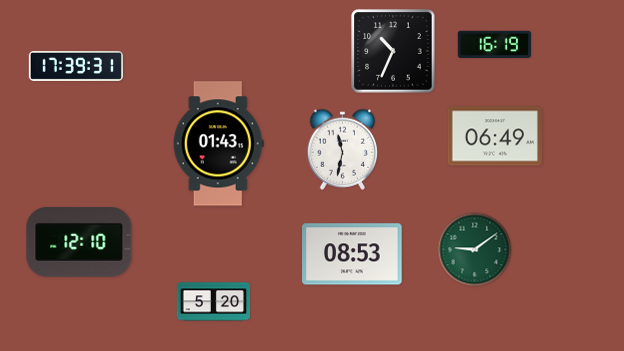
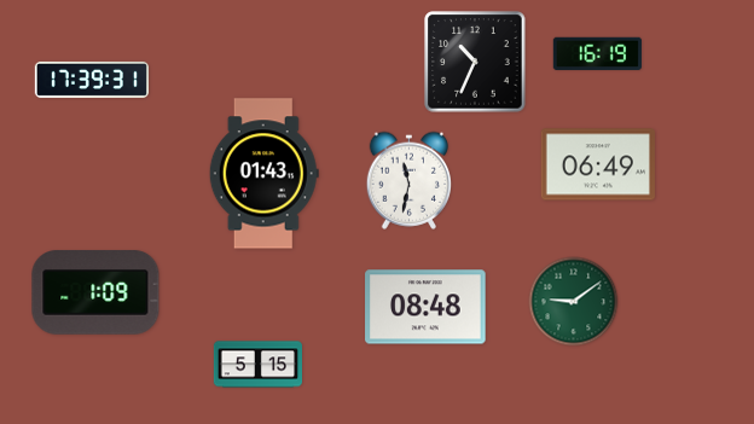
clock at (343, 149) position: (343, 149) -> (410, 180)
clock at (79, 242): 12:10 -> 1:09
clock at (352, 254): 08:53 -> 08:48
clock at (213, 302): 5:20 -> 5:15
